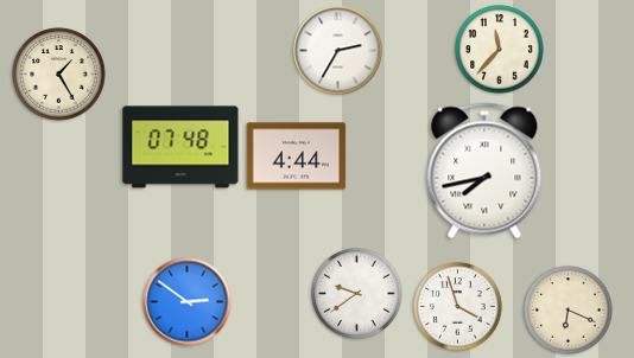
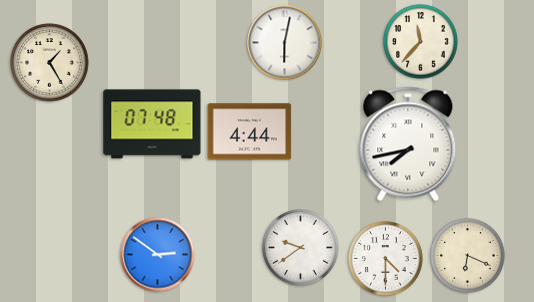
clock at (338, 51): 2:35 -> 6:02
clock at (458, 307): 3:57 -> 4:30
clock at (569, 311) position: (569, 311) -> (468, 256)
